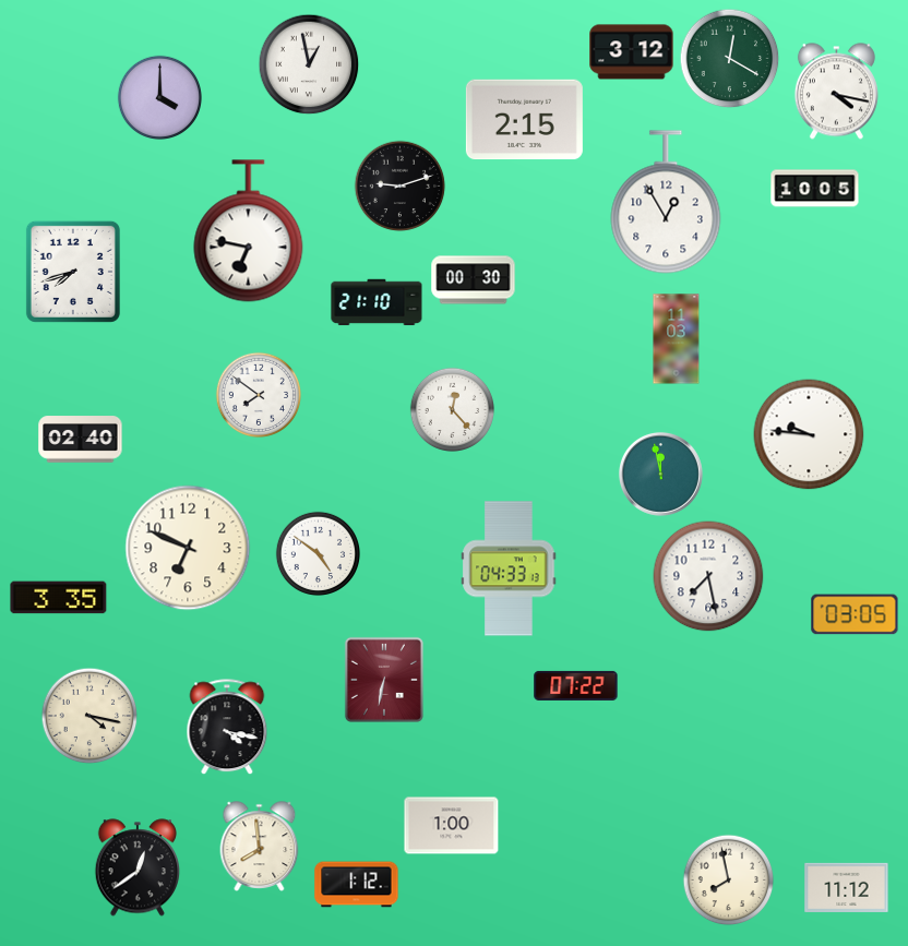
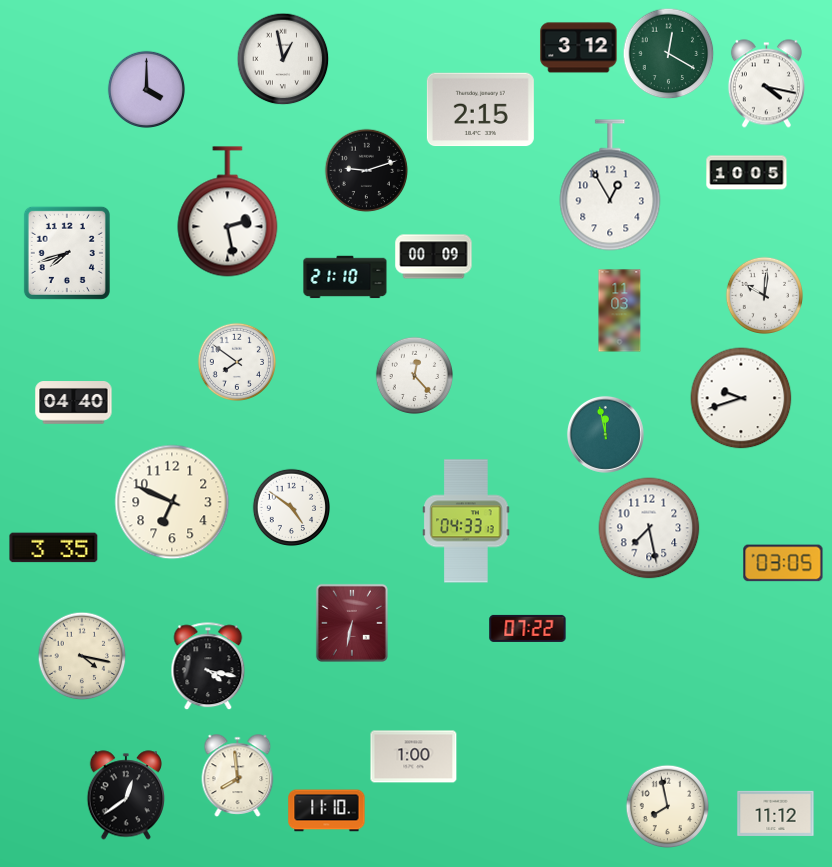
clock at (249, 231): 6:47 -> 2:28
clock at (73, 272) position: (73, 272) -> (67, 253)
clock at (474, 280): 00:30 -> 00:09
clock at (764, 295): none -> 10:01
clock at (809, 434): 9:46 -> 9:42
clock at (81, 440): 02:40 -> 04:40
clock at (357, 885): 1:12 -> 11:10
